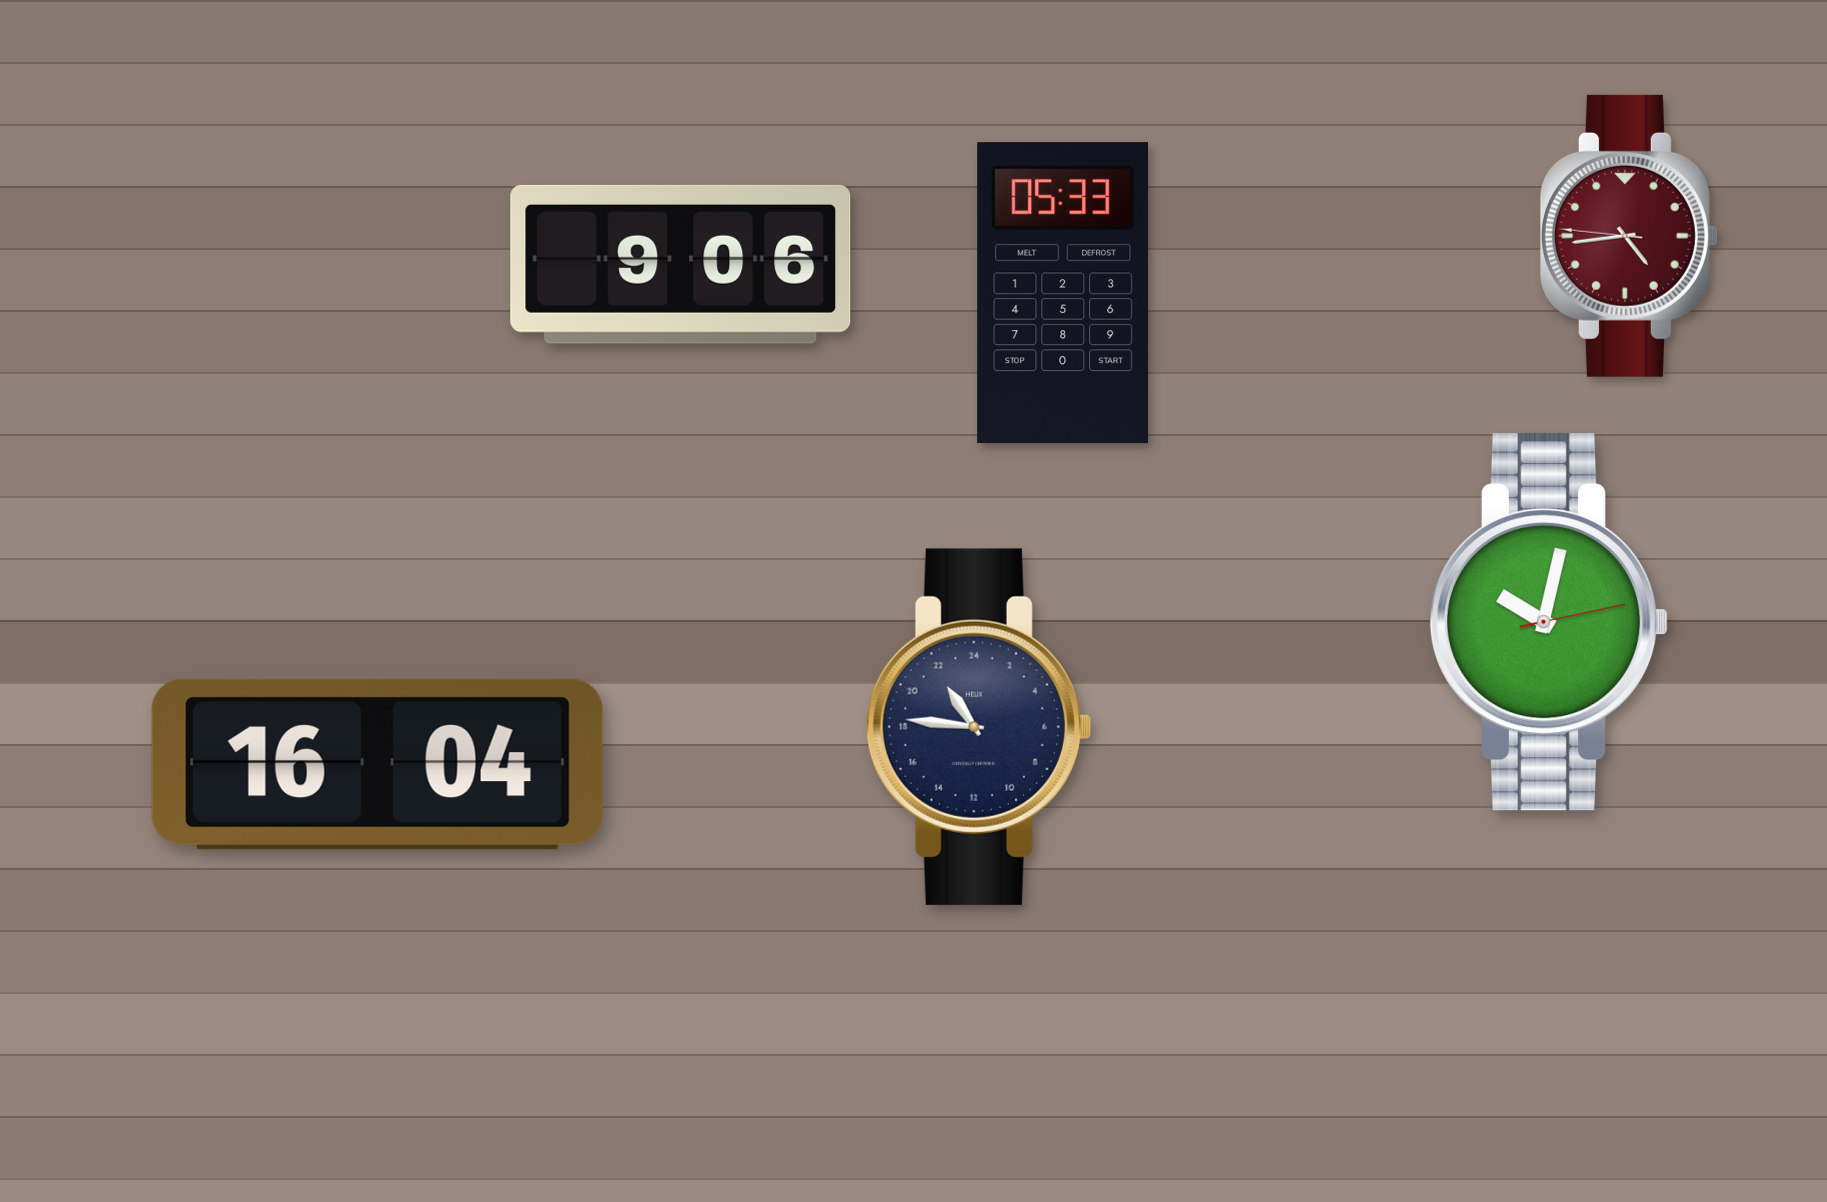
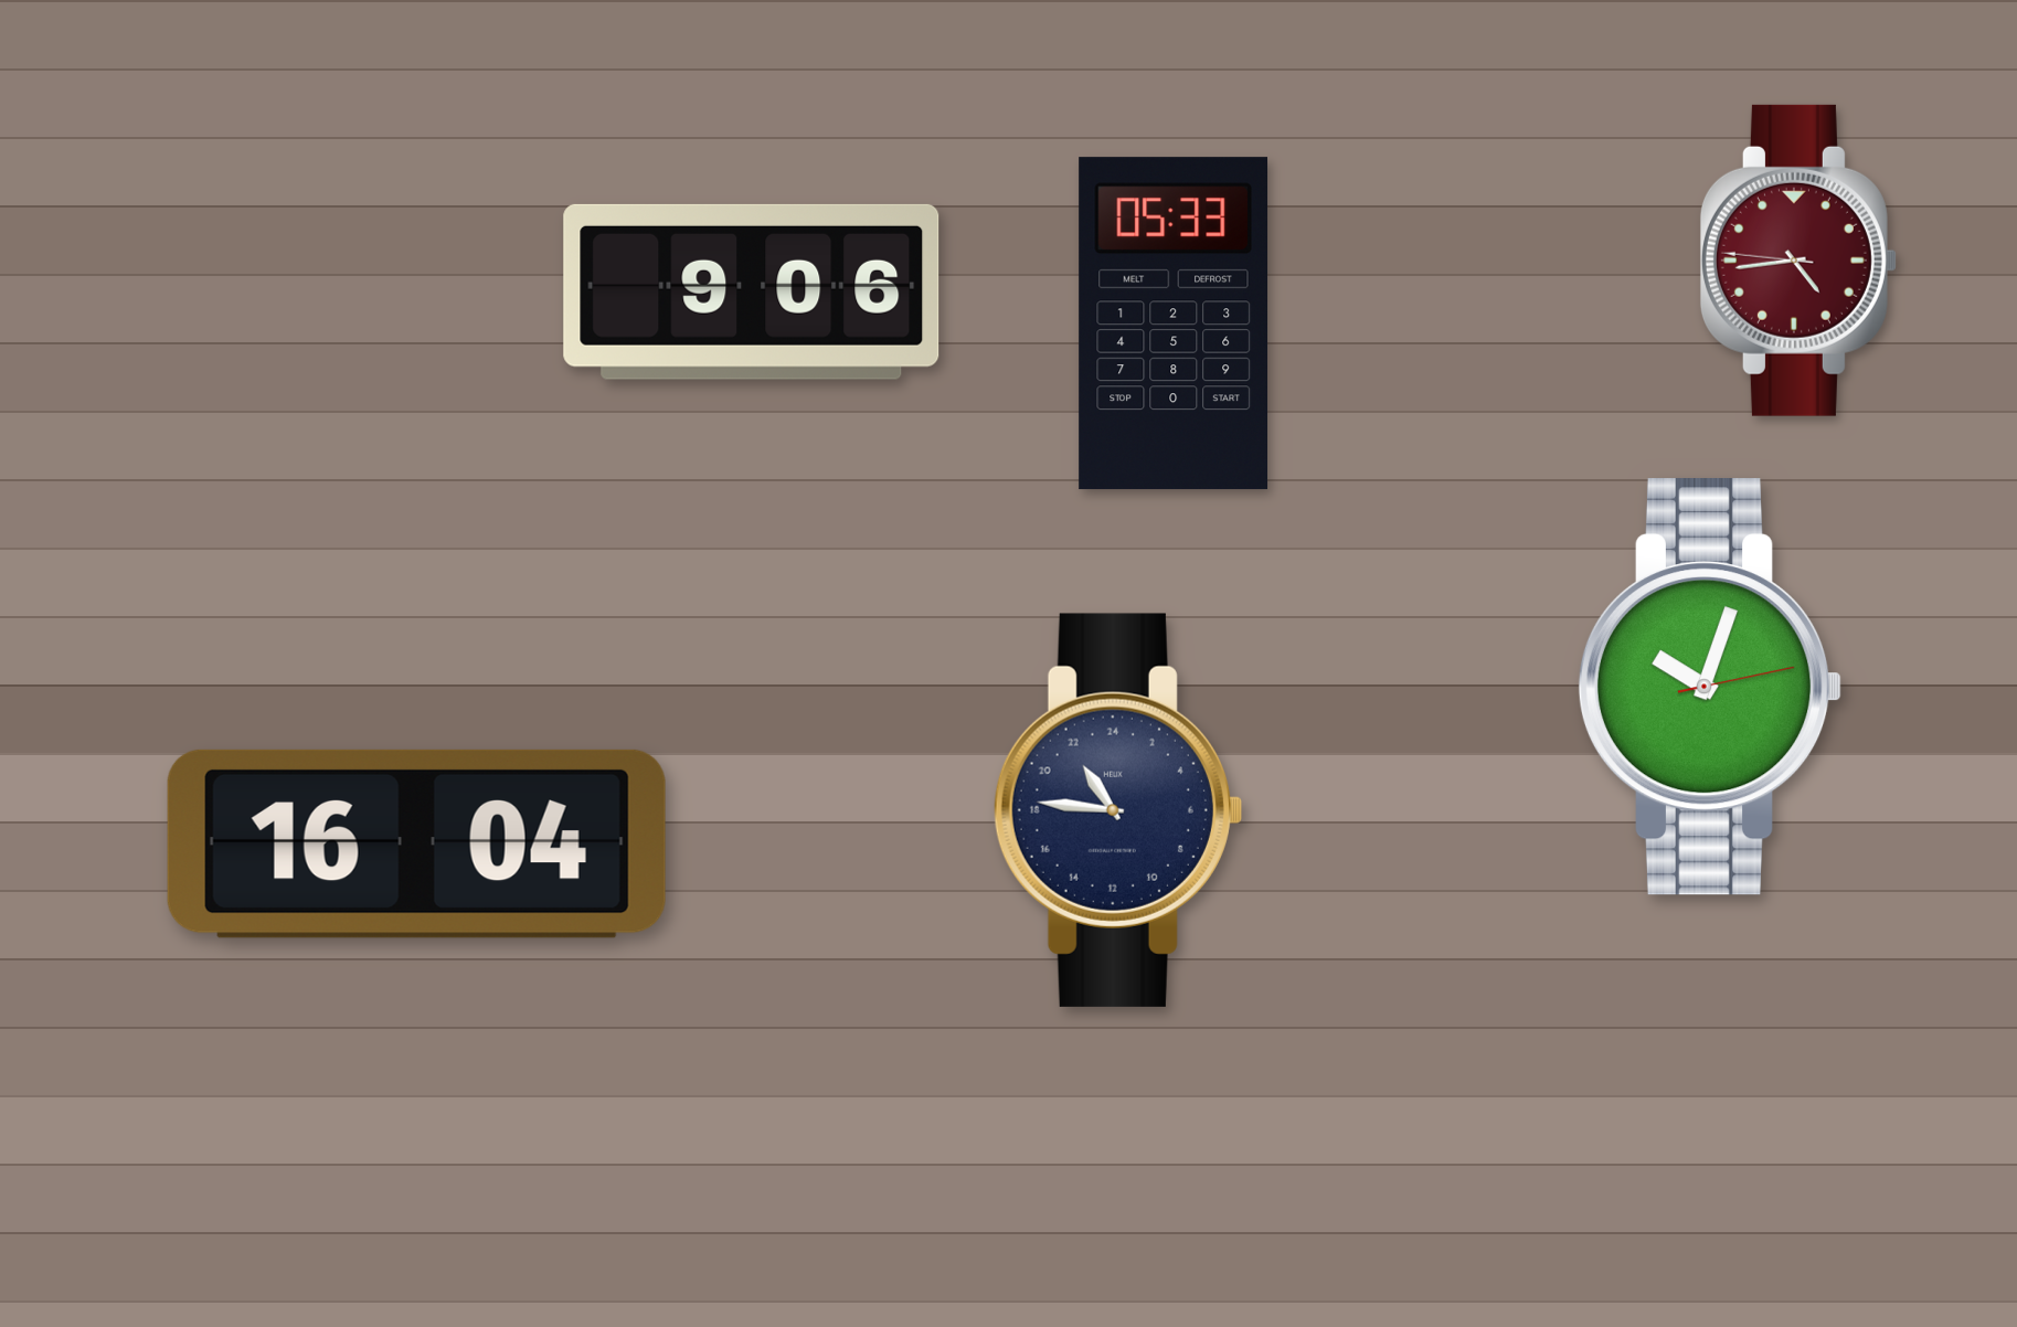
clock at (1549, 622): 10:02 -> 10:03
clock at (978, 727) position: (978, 727) -> (1117, 810)
